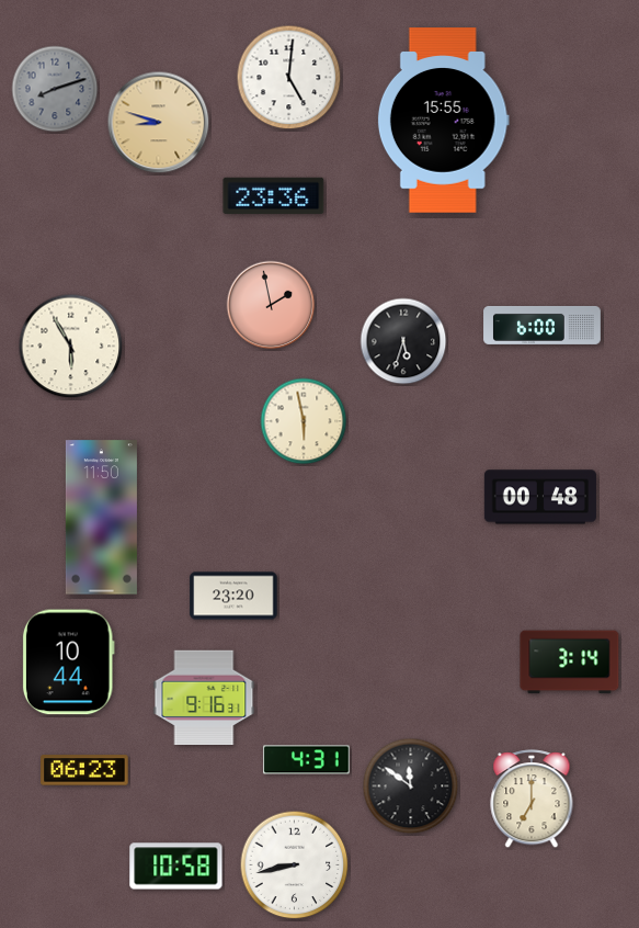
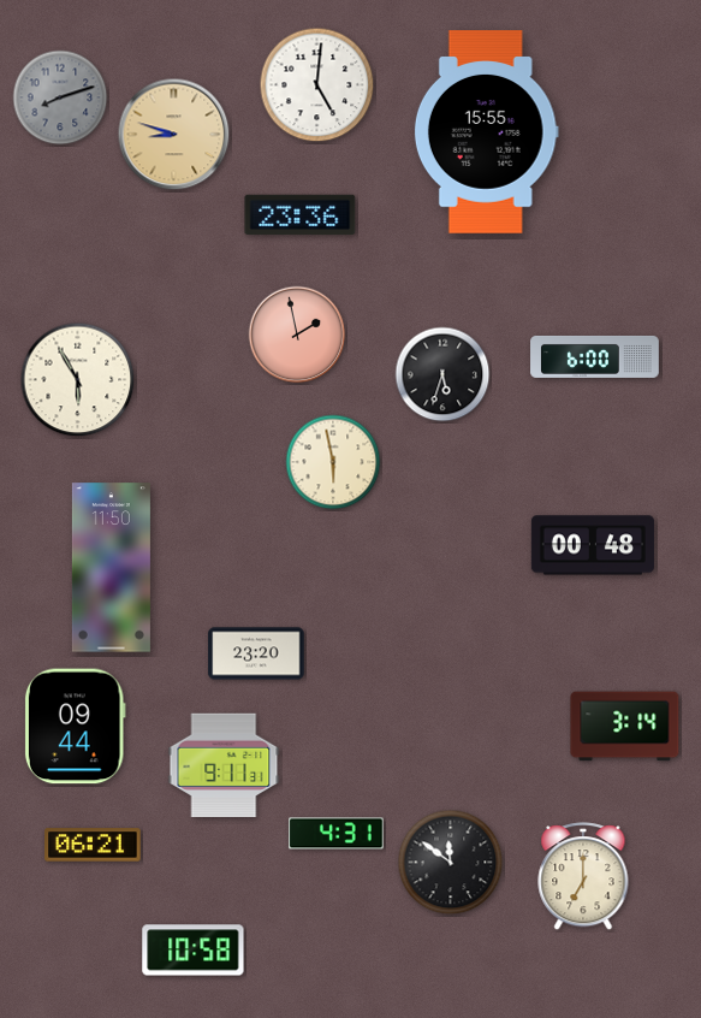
clock at (68, 663): 10:44 -> 09:44
clock at (204, 697): 9:16 -> 9:11
clock at (84, 770): 06:23 -> 06:21
clock at (295, 865): 8:43 -> none
